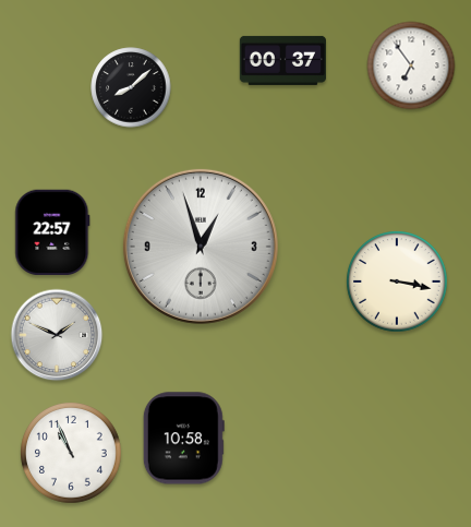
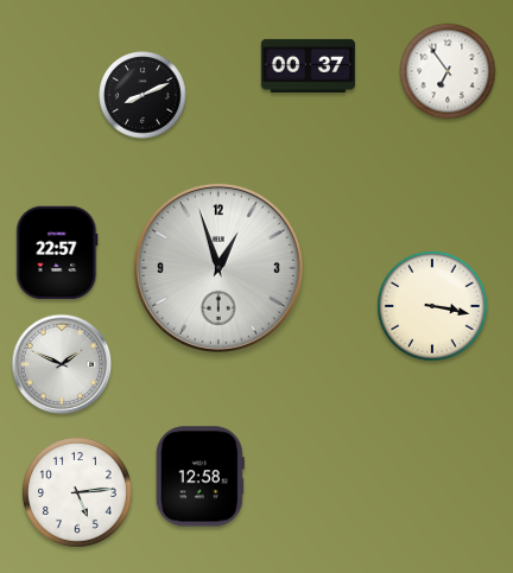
clock at (131, 87): 8:08 -> 8:11
clock at (183, 439): 10:58 -> 12:58
clock at (71, 453): 10:56 -> 5:14
